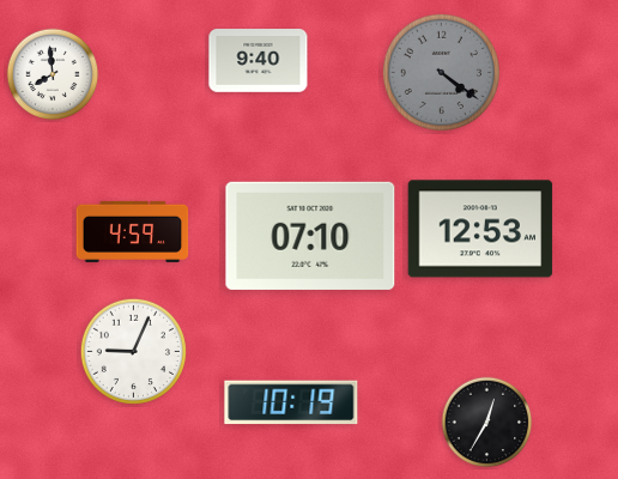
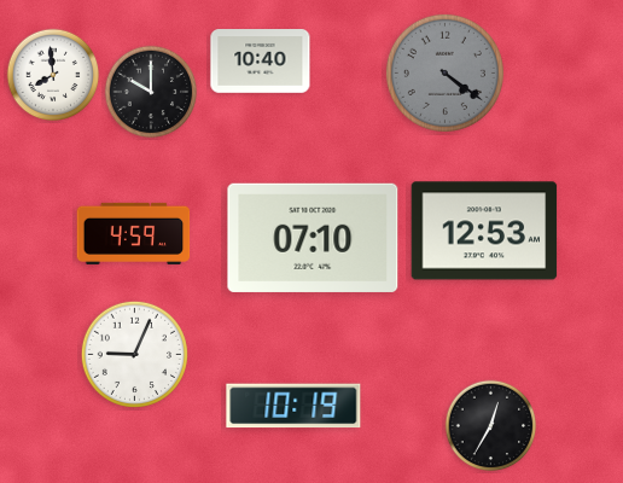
clock at (259, 61): 9:40 -> 10:40
clock at (151, 92): none -> 10:00
